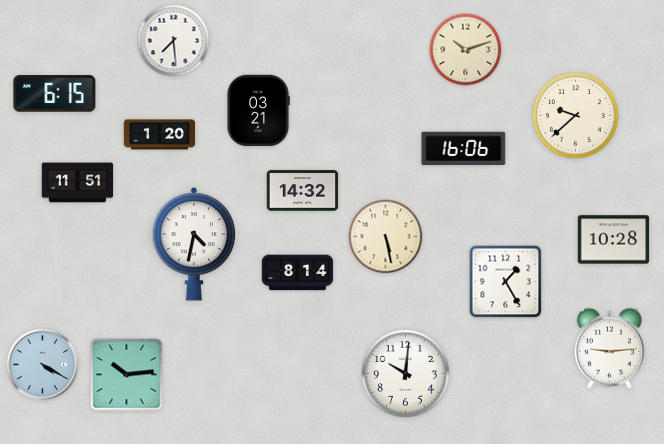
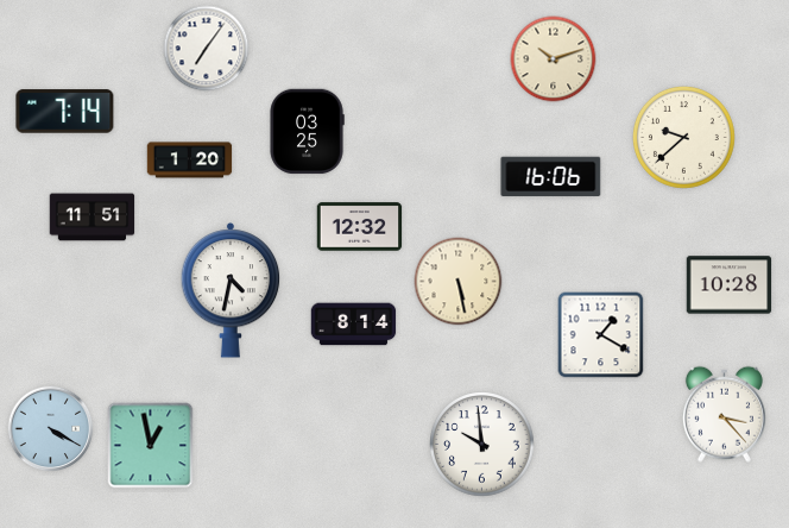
clock at (174, 41): 7:29 -> 7:06
clock at (55, 94): 6:15 -> 7:14
clock at (258, 111): 03:21 -> 03:25
clock at (303, 191): 14:32 -> 12:32
clock at (506, 282): 1:25 -> 1:20
clock at (609, 348): 9:14 -> 3:23
clock at (43, 365) position: (43, 365) -> (51, 429)
clock at (406, 374): 10:01 -> 9:59
clock at (127, 375): 10:14 -> 12:58
